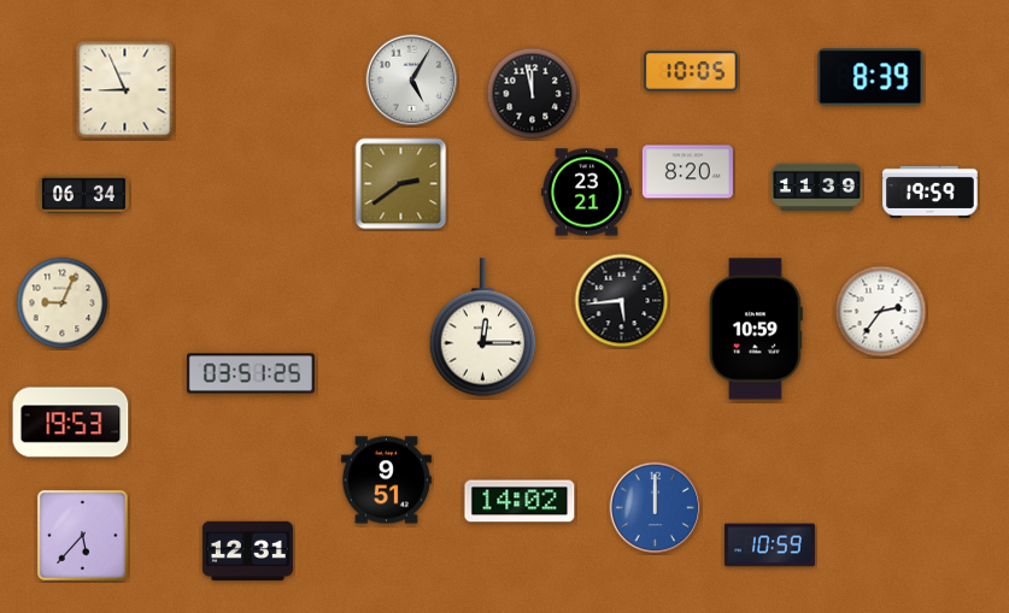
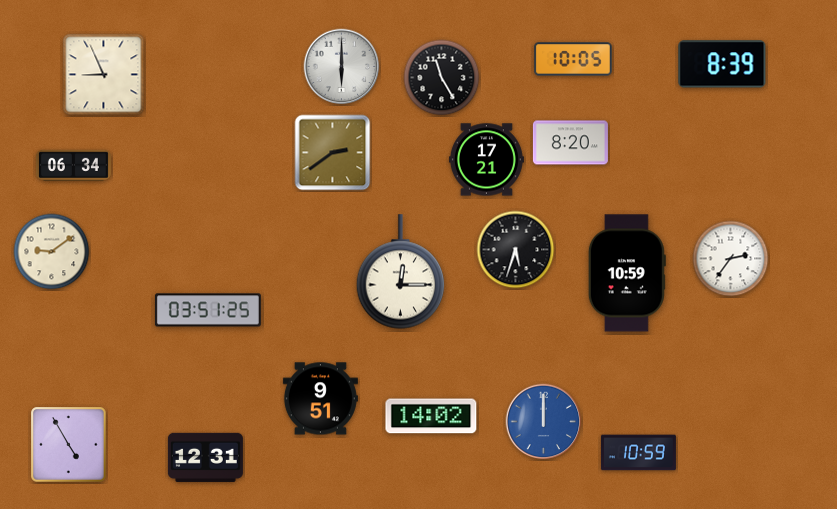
clock at (412, 81): 5:05 -> 6:00
clock at (533, 94): 11:58 -> 11:25
clock at (816, 187): 11:39 -> none
clock at (931, 191): 19:59 -> none
clock at (586, 193): 23:21 -> 17:21
clock at (83, 194) position: (83, 194) -> (73, 165)
clock at (622, 301): 5:44 -> 5:33
clock at (63, 303): 9:04 -> 9:09
clock at (71, 423): 19:53 -> none
clock at (83, 536): 5:37 -> 4:55
